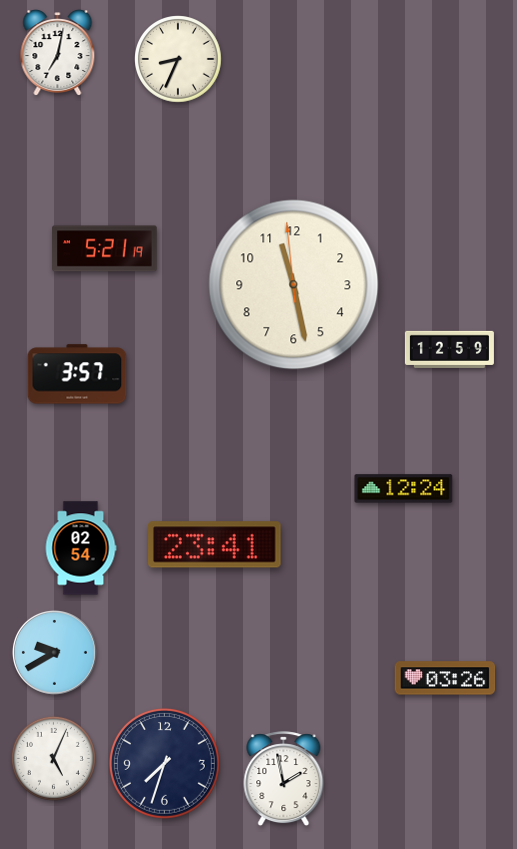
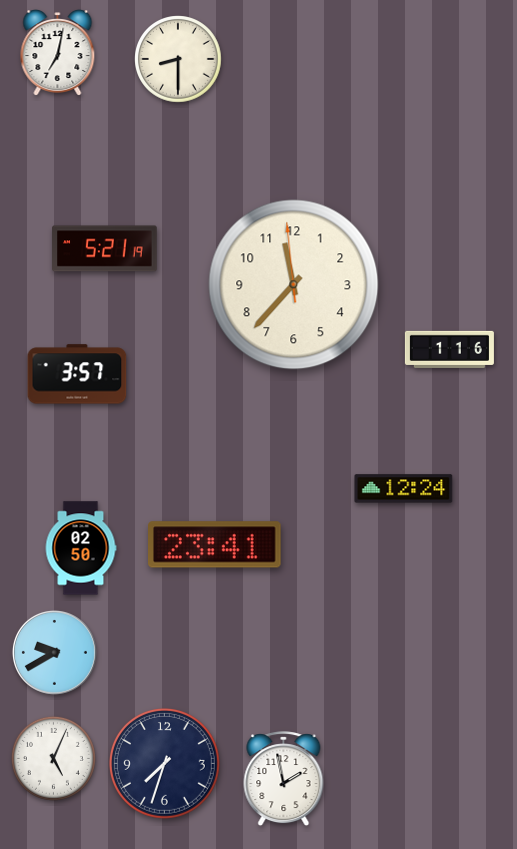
clock at (178, 59): 8:34 -> 8:30
clock at (294, 285): 11:27 -> 11:36
clock at (449, 349): 12:59 -> 1:16
clock at (81, 548): 02:54 -> 02:50
clock at (445, 678): 03:26 -> none
